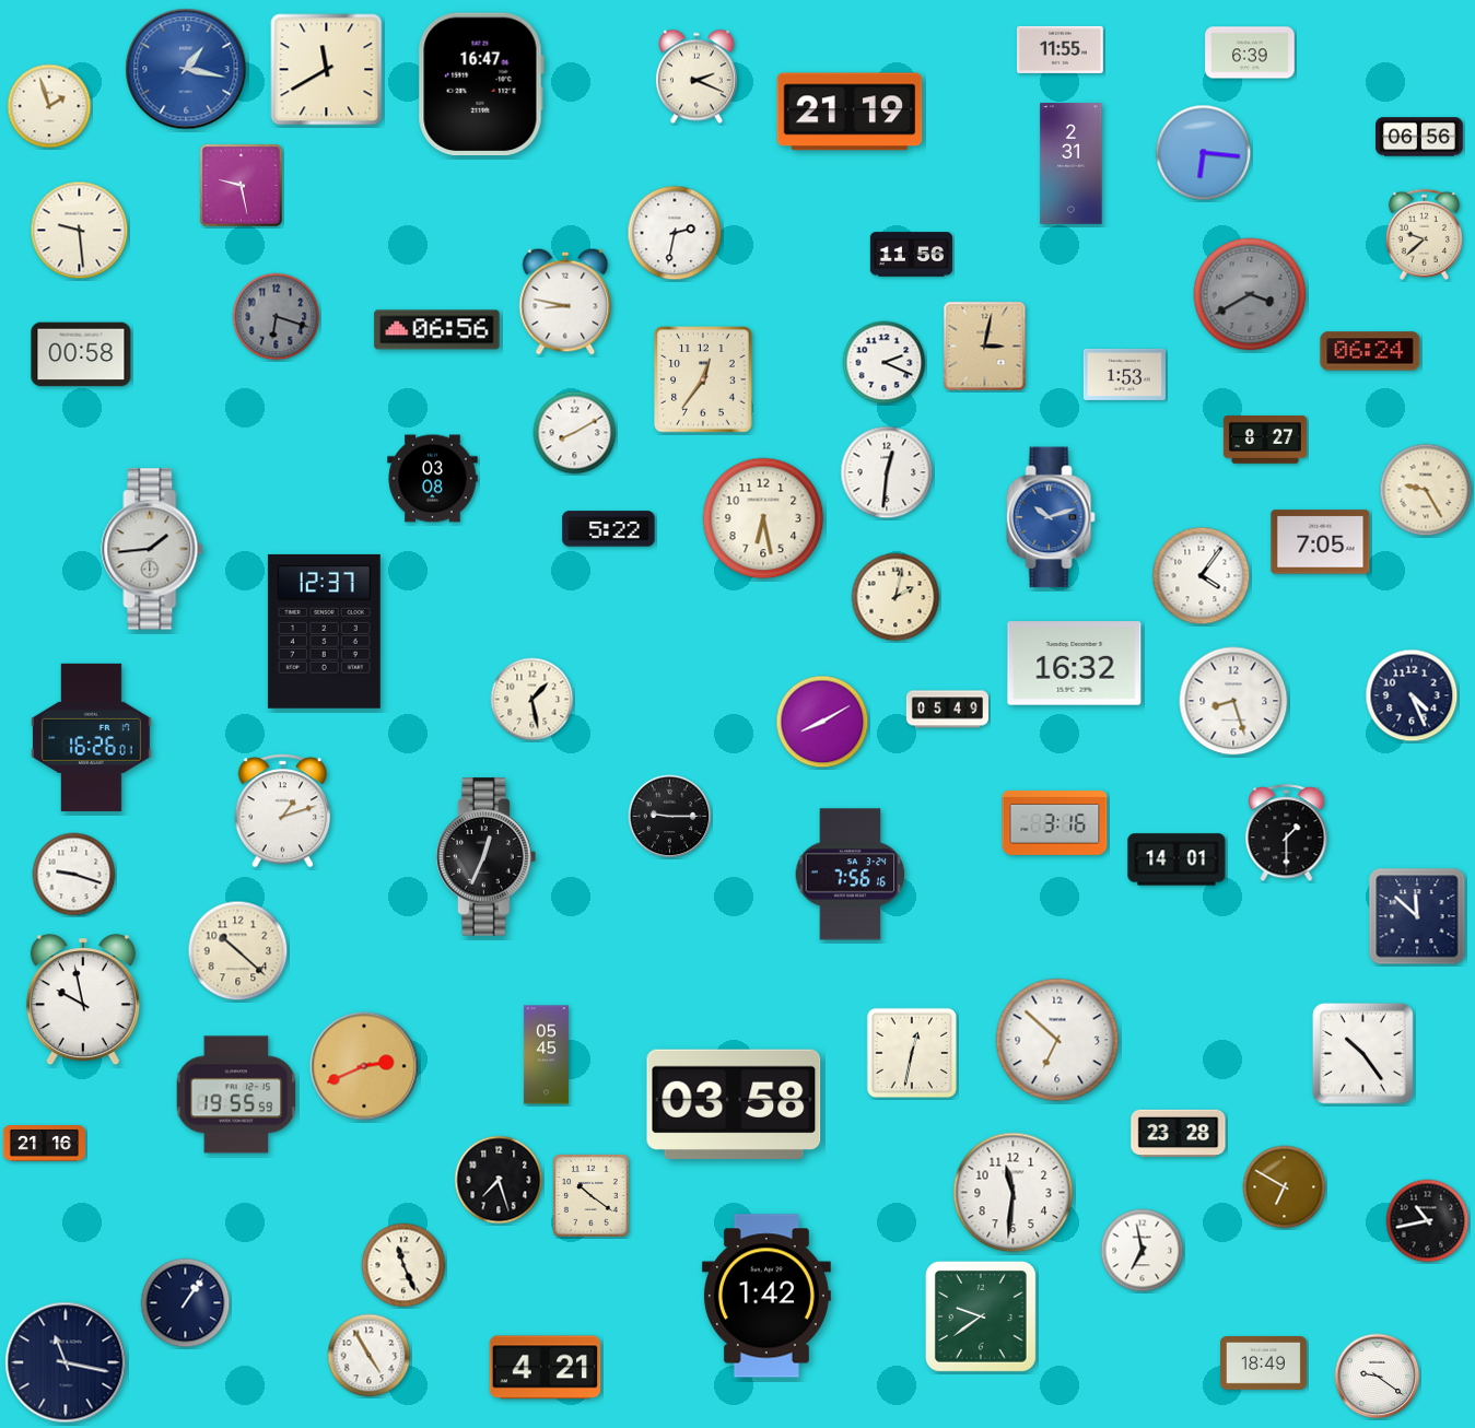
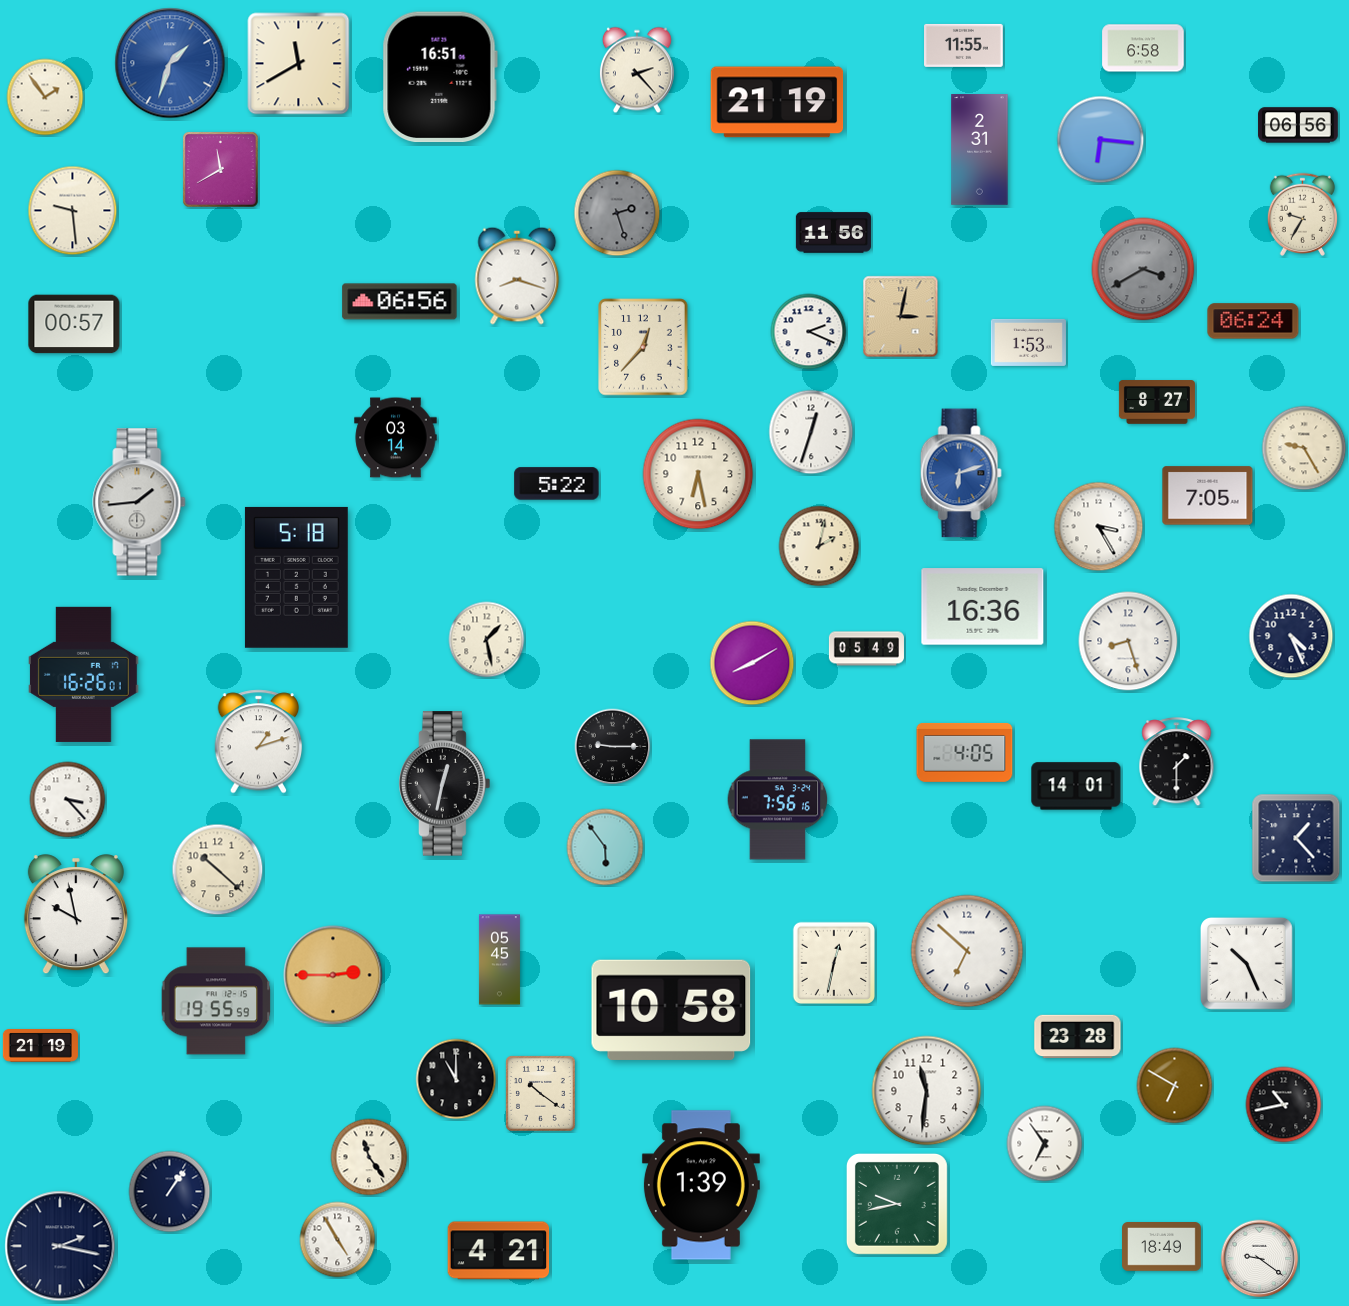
clock at (1061, 49) position: (1061, 49) -> (964, 45)
clock at (1250, 52): 6:39 -> 6:58
clock at (186, 69): 1:17 -> 1:33
clock at (696, 77): 2:19 -> 2:23
clock at (481, 84): 16:47 -> 16:51
clock at (49, 106): 1:57 -> 1:54
clock at (241, 185): 9:28 -> 11:40
clock at (675, 233): 2:32 -> 2:27
clock at (675, 233) dial: white -> grey
clock at (1424, 234): 9:38 -> 9:35
clock at (565, 302): 8:47 -> 8:18
clock at (277, 317): 6:18 -> none
clock at (81, 354): 00:58 -> 00:57
clock at (703, 379): 12:36 -> 12:37
clock at (575, 433): 8:10 -> none
clock at (887, 472): 12:31 -> 12:33
clock at (433, 479): 03:08 -> 03:14
clock at (1051, 517): 10:12 -> 6:12
clock at (1202, 576): 4:06 -> 3:25
clock at (324, 631): 12:37 -> 5:18
clock at (1075, 664): 16:32 -> 16:36
clock at (822, 722) position: (822, 722) -> (752, 663)
clock at (1055, 823): 3:16 -> 4:05
clock at (487, 857): 12:34 -> 12:32
clock at (74, 875): 9:18 -> 3:23
clock at (1417, 916): 11:52 -> 1:23
clock at (605, 847): none -> 5:54
clock at (1362, 1053): 10:24 -> 10:26
clock at (546, 1055) position: (546, 1055) -> (499, 960)
clock at (364, 1066): 2:41 -> 2:45
clock at (734, 1104): 03:58 -> 10:58
clock at (44, 1144): 21:16 -> 21:19
clock at (499, 1180): 7:27 -> 11:00
clock at (1428, 1221) position: (1428, 1221) -> (1284, 1105)
clock at (1143, 1251): 6:58 -> 6:54
clock at (403, 1265): 11:26 -> 11:24
clock at (766, 1296): 1:42 -> 1:39
clock at (981, 1316): 9:39 -> 9:43
clock at (66, 1362): 11:17 -> 2:17
clock at (1264, 1363) position: (1264, 1363) -> (1162, 1247)
